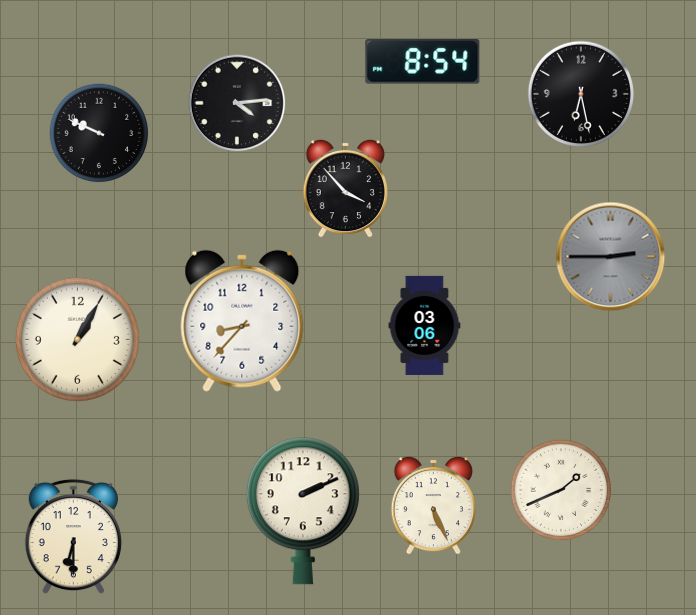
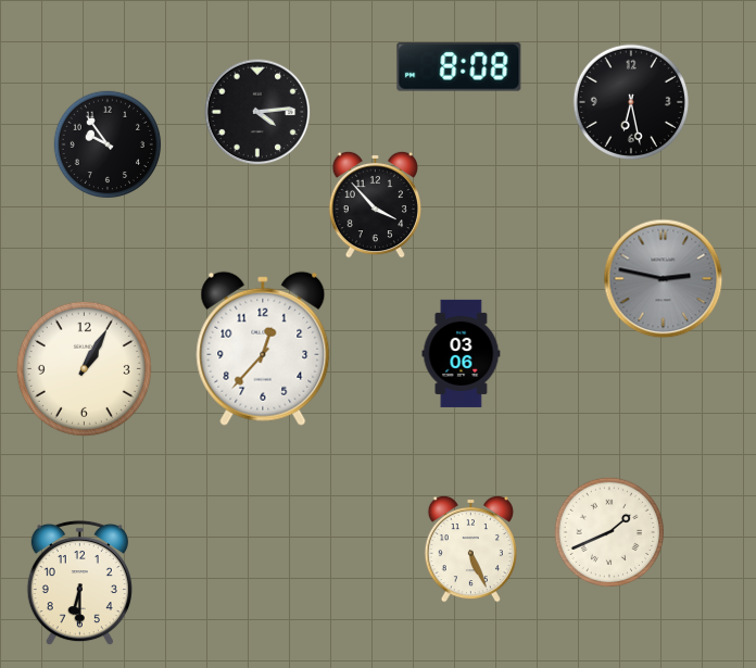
clock at (423, 62): 8:54 -> 8:08
clock at (99, 133): 9:49 -> 9:54
clock at (611, 257): 2:45 -> 2:47
clock at (242, 321): 8:37 -> 12:37
clock at (303, 511): 2:11 -> none
